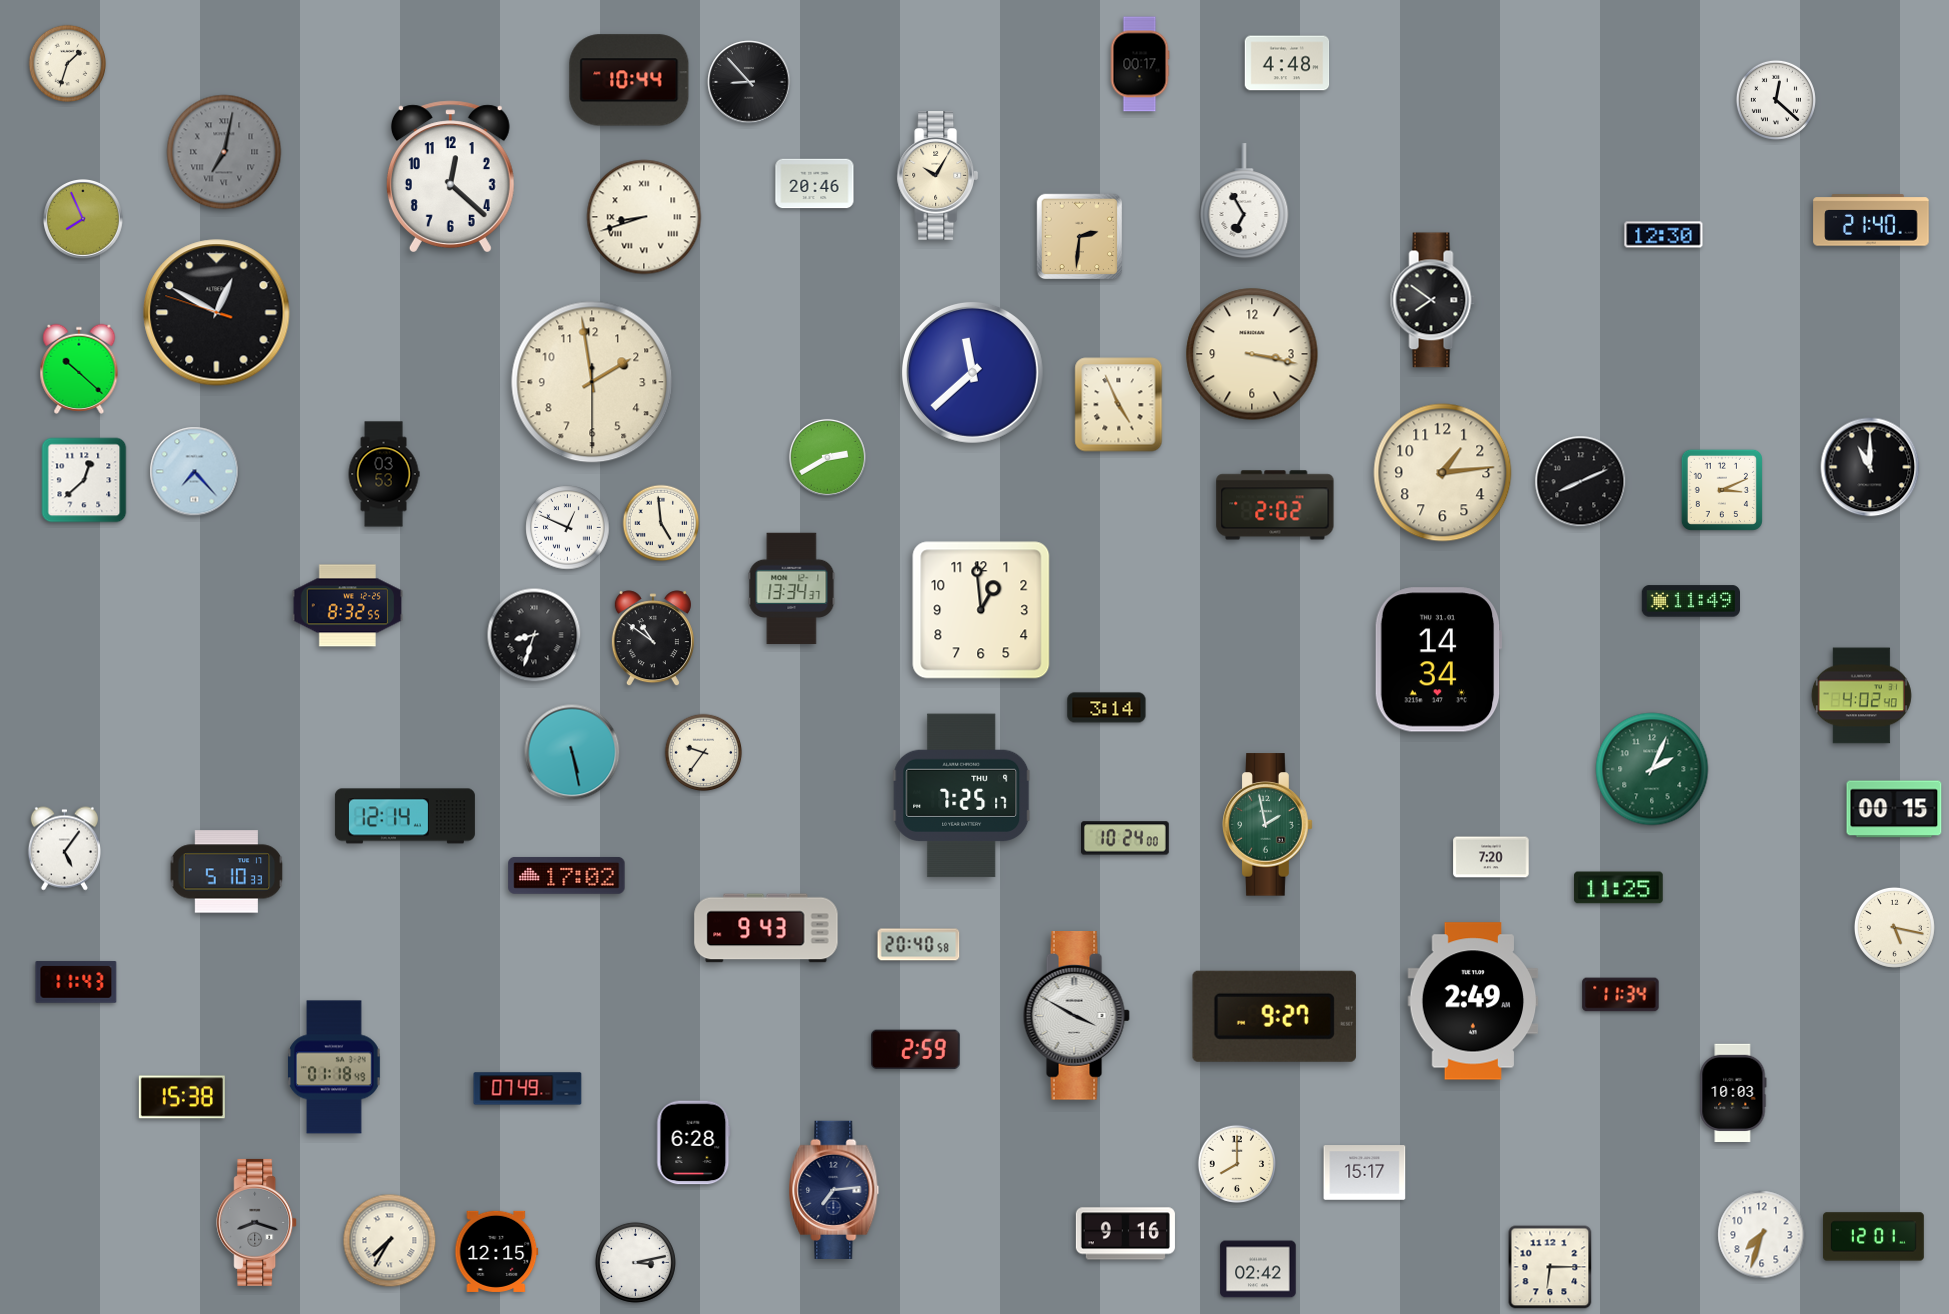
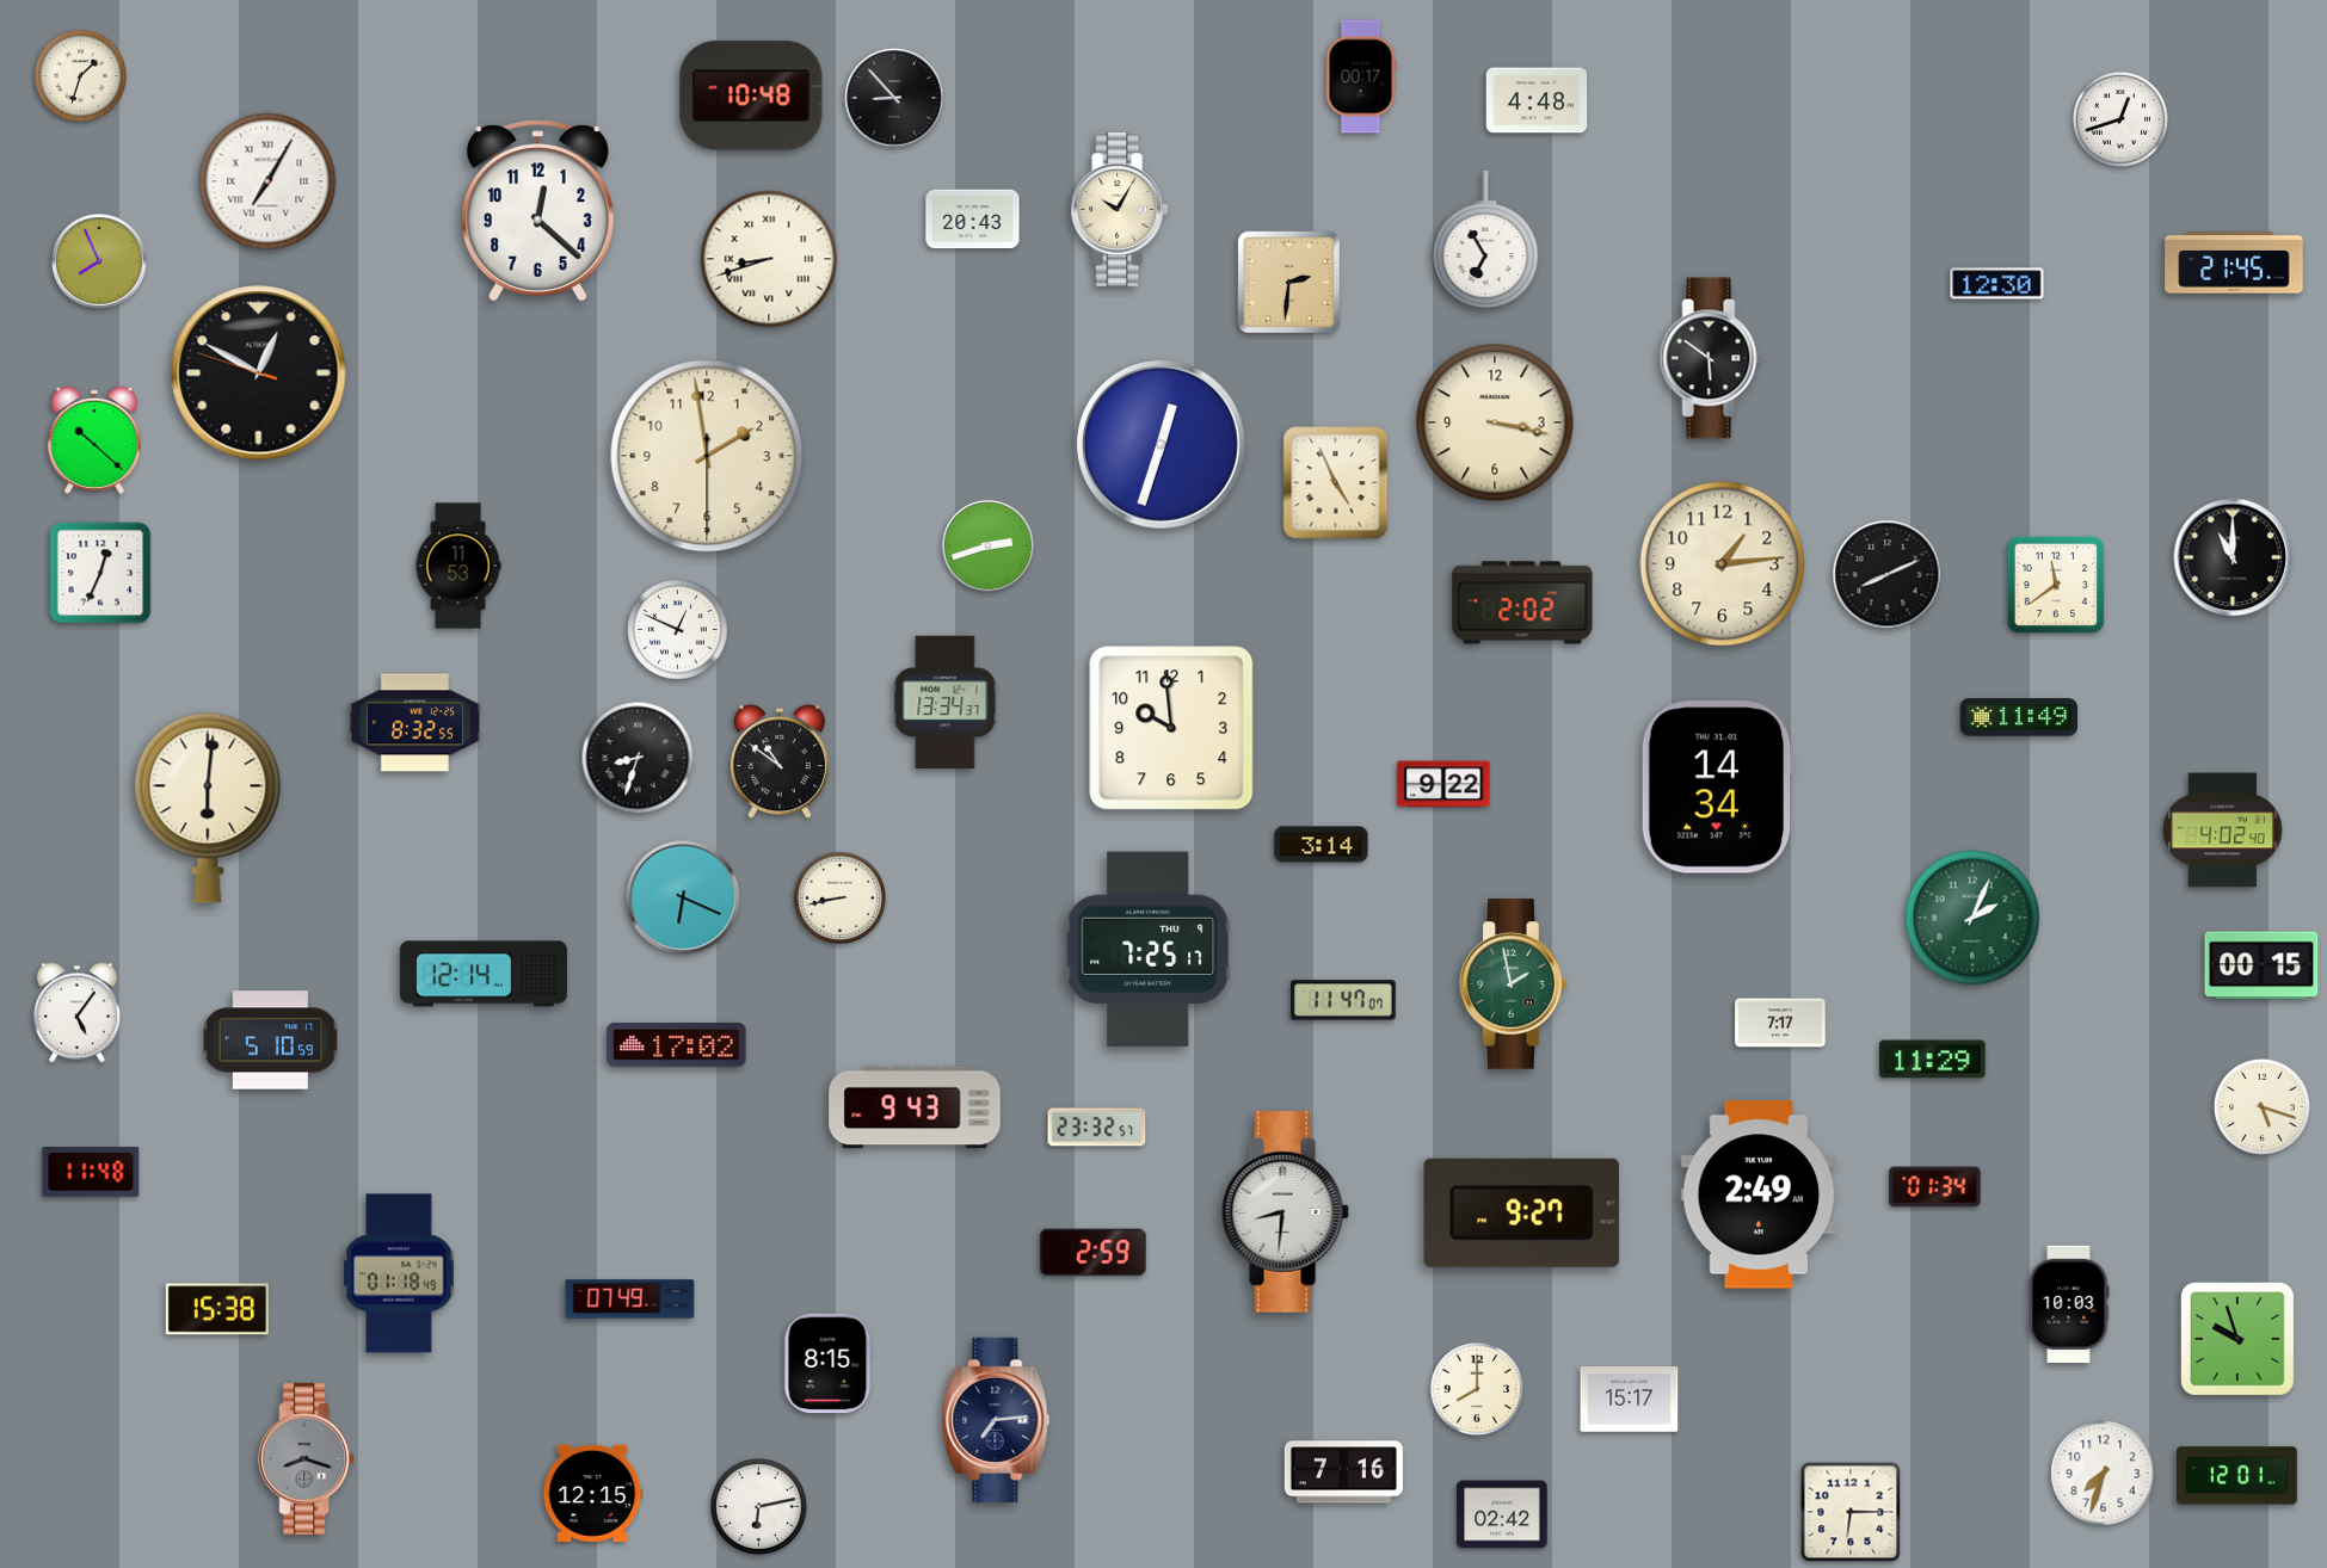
clock at (1287, 63) position: (1287, 63) -> (1537, 100)
clock at (629, 80): 10:44 -> 10:48
clock at (1776, 100): 12:22 -> 12:42
clock at (224, 152): 7:02 -> 7:05
clock at (224, 152) dial: grey -> white
clock at (815, 184): 20:46 -> 20:43
clock at (1871, 220): 21:40 -> 21:45
clock at (1664, 235) position: (1664, 235) -> (1997, 284)
clock at (1433, 300): 7:51 -> 5:51
clock at (972, 372): 11:38 -> 12:33
clock at (827, 457): 2:40 -> 2:42
clock at (195, 472): 7:23 -> none
clock at (384, 474): 03:53 -> 11:53
clock at (84, 480): 12:38 -> 12:34
clock at (1722, 490): 3:11 -> 11:39
clock at (661, 523): 4:59 -> none
clock at (981, 610): 12:59 -> 9:59
clock at (1443, 784): none -> 9:22
clock at (208, 808): none -> 6:01
clock at (572, 752): 5:28 -> 6:19
clock at (704, 753): 9:36 -> 8:43
clock at (1126, 838): 10:24 -> 11:47
clock at (1491, 857): 7:20 -> 7:17
clock at (227, 872): 5:10:33 -> 5:10:59
clock at (1619, 888): 11:25 -> 11:29
clock at (1894, 927): 5:17 -> 5:18
clock at (919, 945): 20:40 -> 23:32
clock at (76, 982): 11:43 -> 11:48
clock at (1621, 995): 11:34 -> 01:34
clock at (1076, 1016): 3:50 -> 8:31
clock at (2237, 1339): none -> 9:57
clock at (694, 1143): 6:28 -> 8:15
clock at (1125, 1234): 9:16 -> 7:16
clock at (390, 1241): 7:35 -> none
clock at (635, 1262): 3:13 -> 6:13
